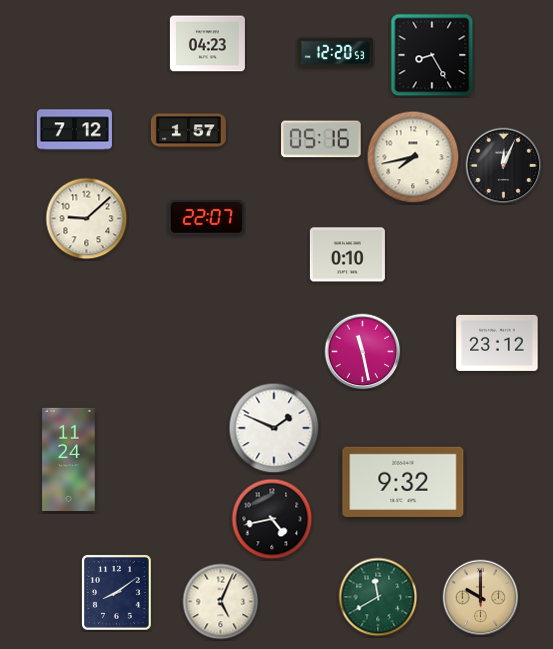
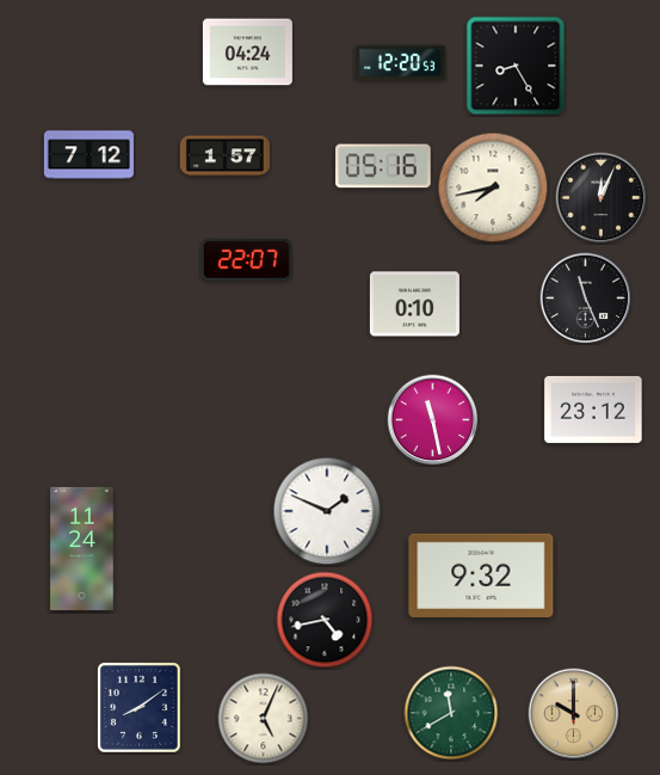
clock at (207, 44): 04:23 -> 04:24
clock at (87, 219): 9:08 -> none
clock at (586, 299): none -> 11:26
